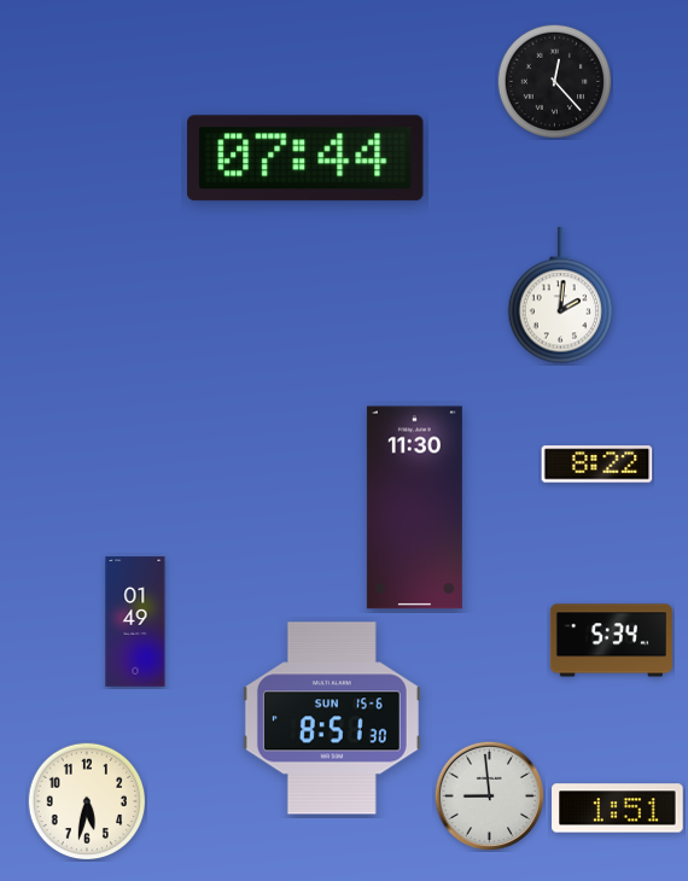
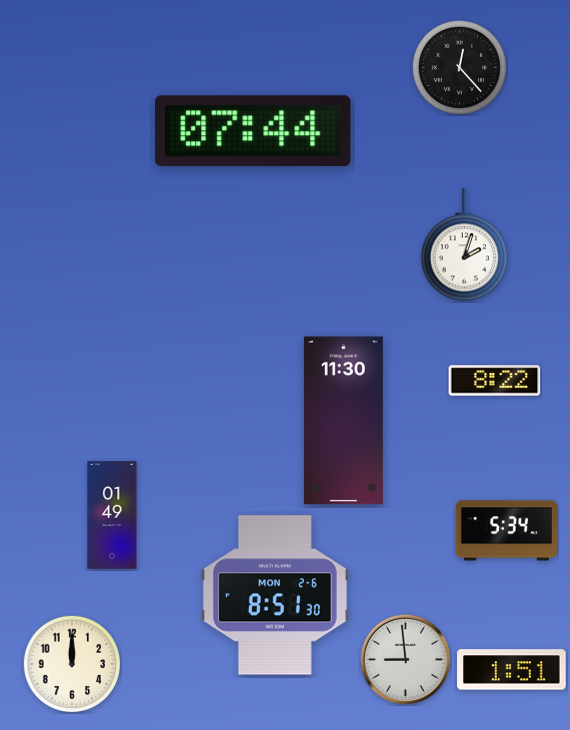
clock at (561, 296): 2:01 -> 2:03
clock at (597, 465) position: (597, 465) -> (495, 381)
clock at (332, 718) date: SUN 15-6 -> MON 2-6
clock at (87, 801): 5:32 -> 12:00
